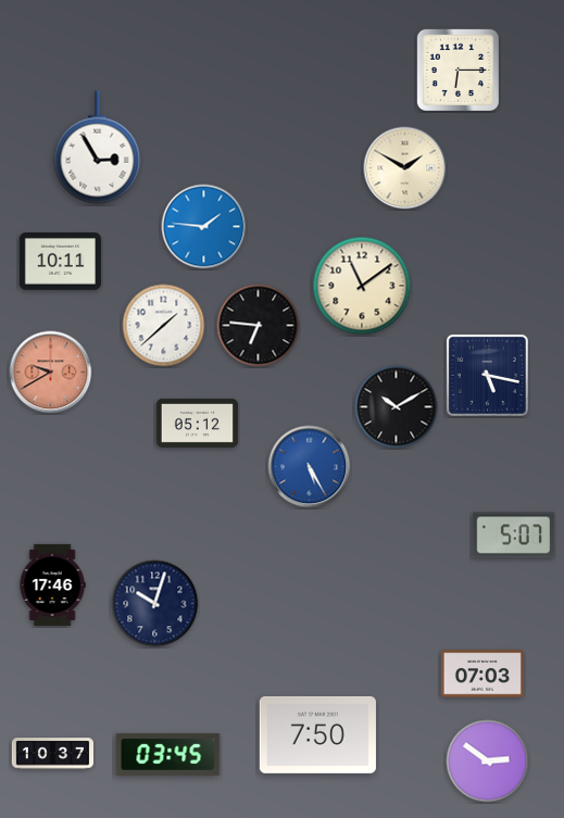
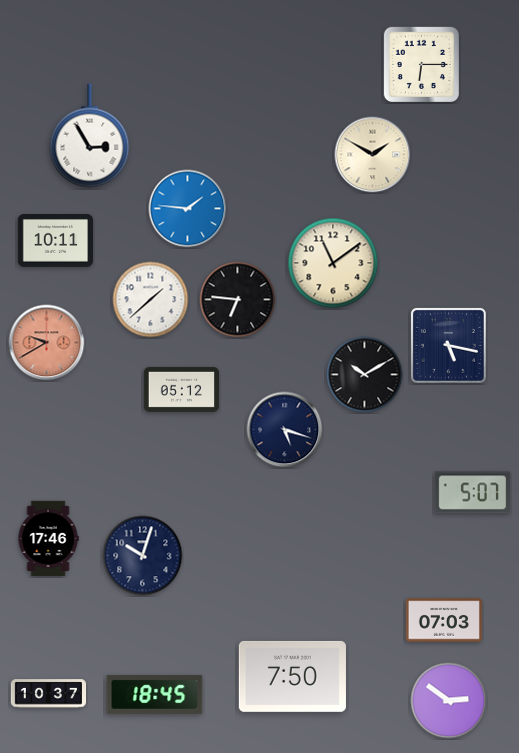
clock at (310, 467): 5:25 -> 5:18
clock at (310, 467) dial: blue -> navy
clock at (168, 754): 03:45 -> 18:45
